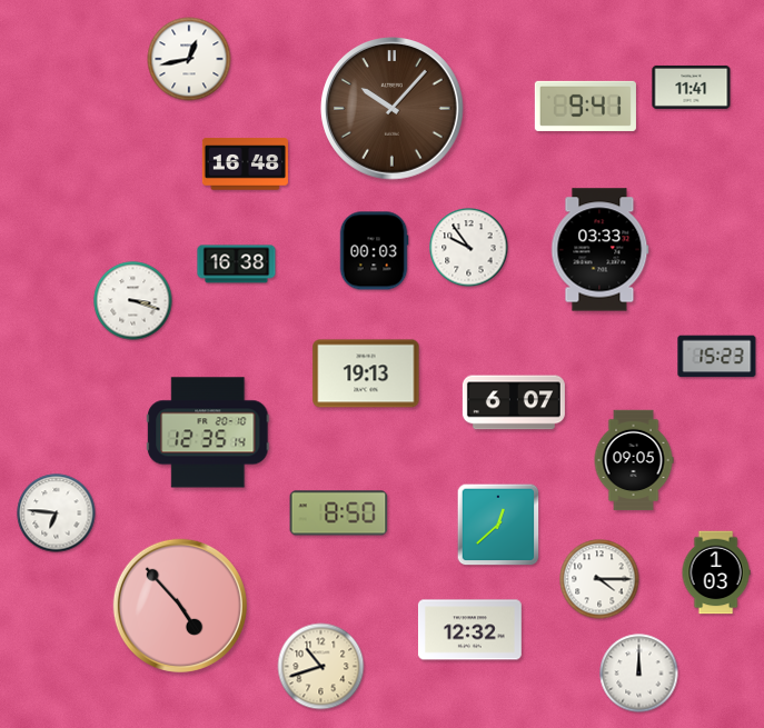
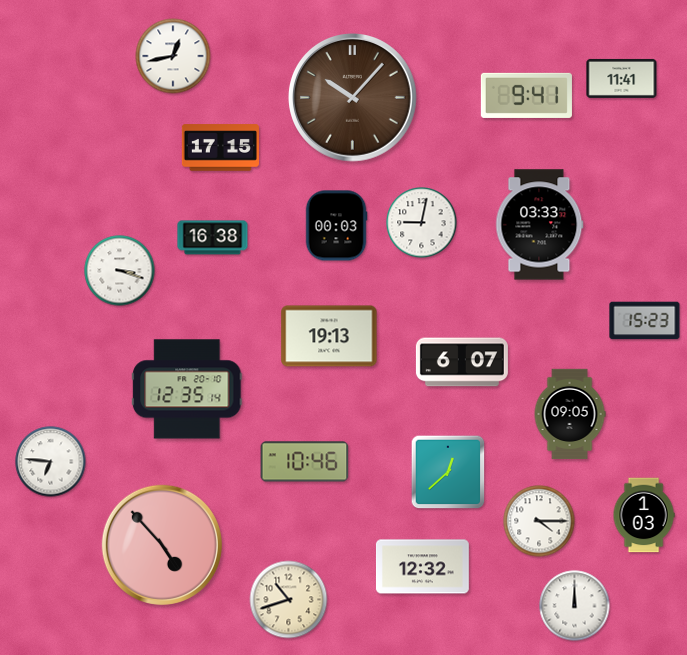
clock at (189, 59) position: (189, 59) -> (173, 56)
clock at (245, 164): 16:48 -> 17:15
clock at (469, 248): 9:54 -> 9:02
clock at (339, 513): 8:50 -> 10:46
